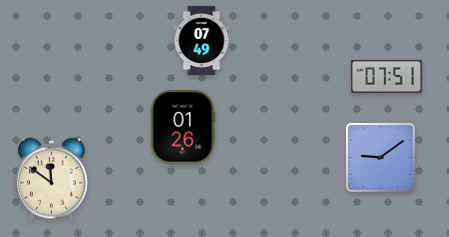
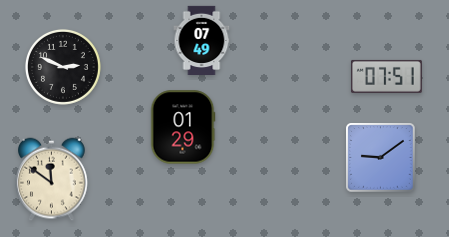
clock at (63, 67): none -> 2:49
clock at (183, 127): 01:26 -> 01:29
